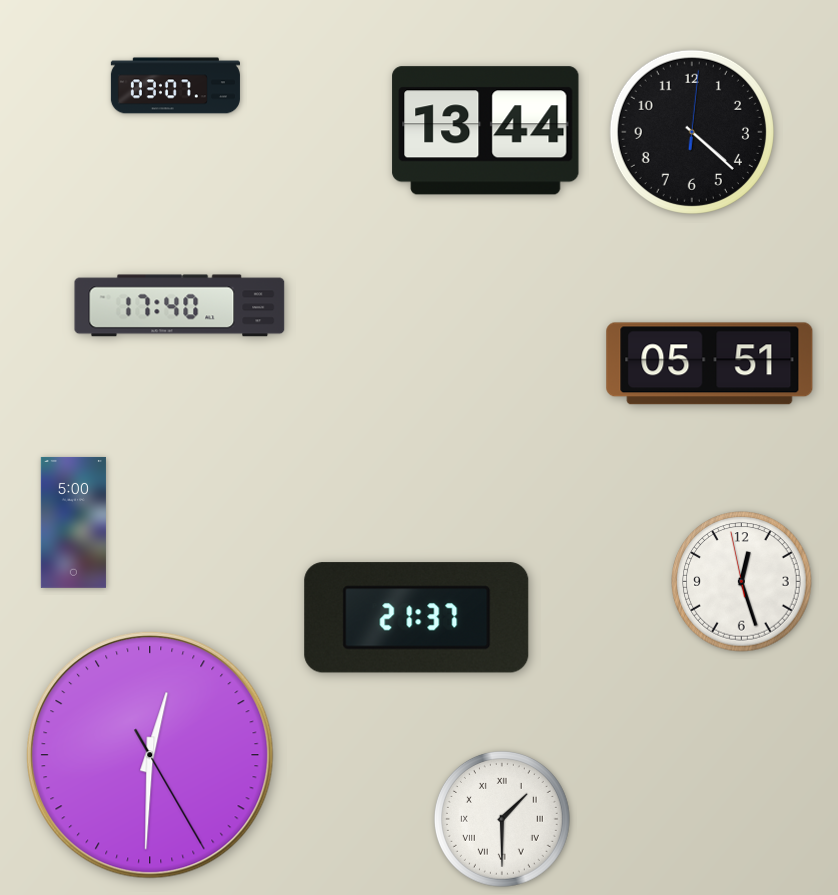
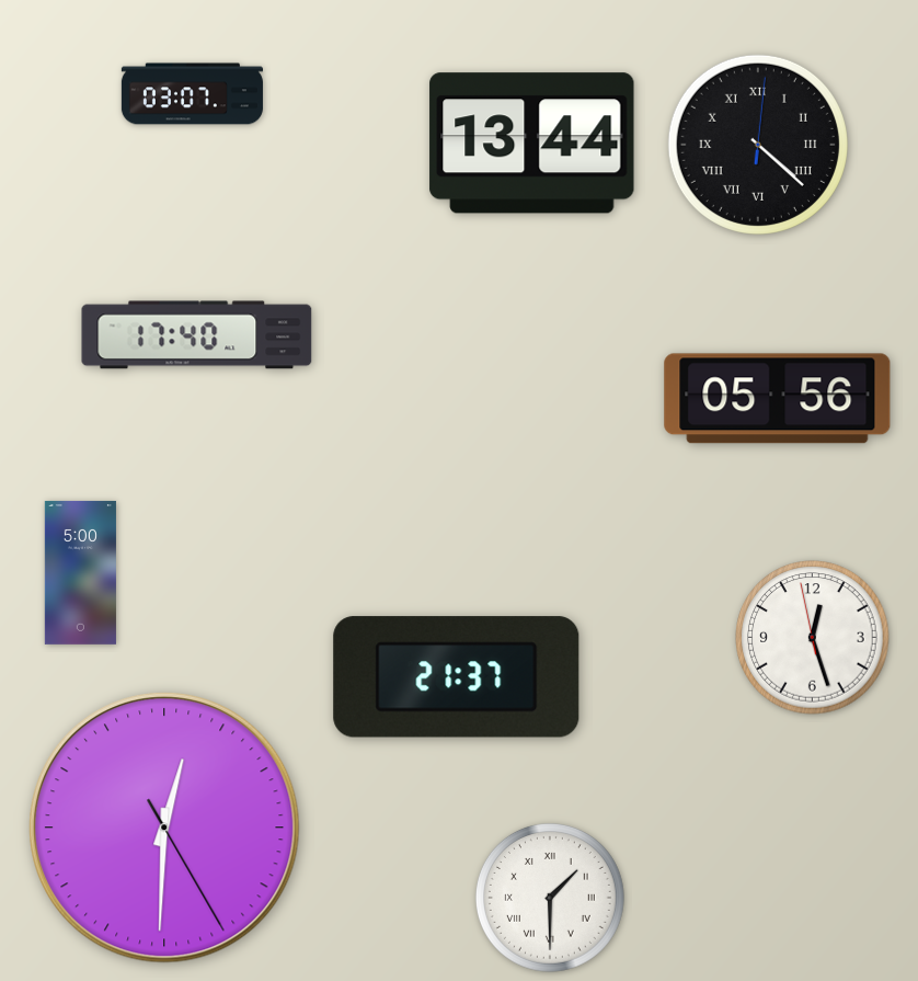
clock at (692, 132) numerals: Arabic -> Roman
clock at (710, 364): 05:51 -> 05:56
